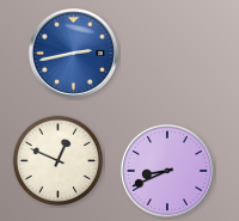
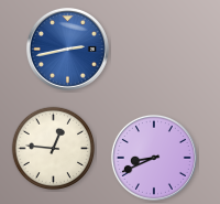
clock at (59, 161): 12:49 -> 12:46
